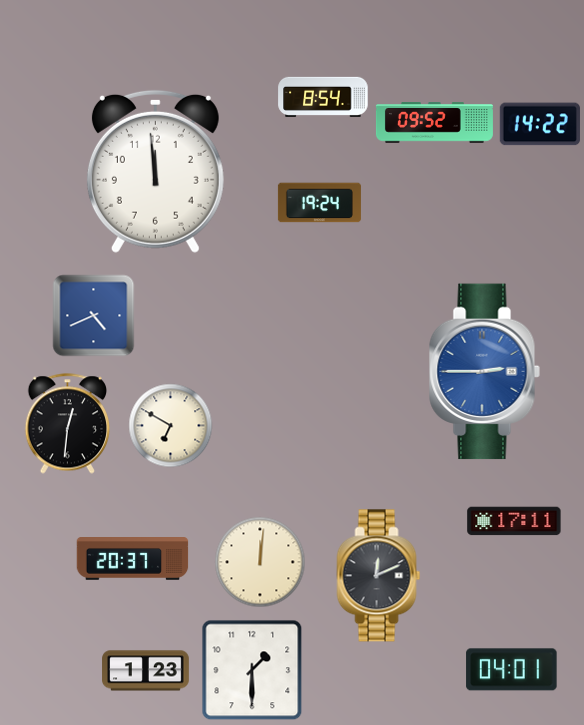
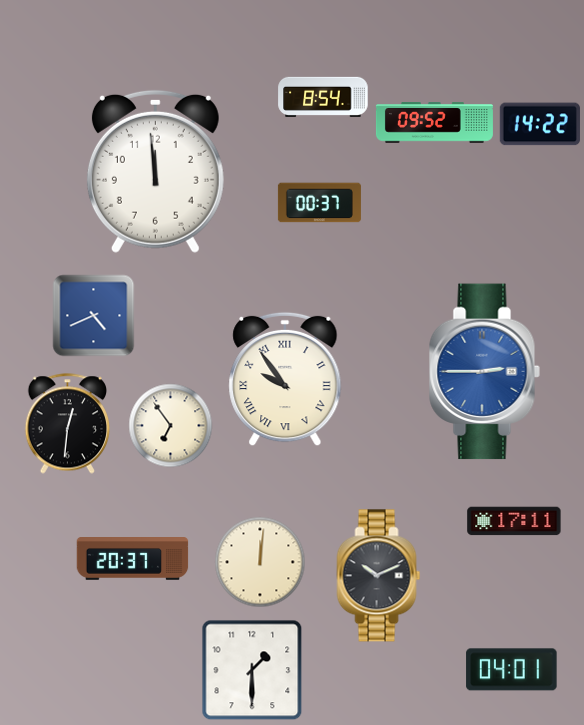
clock at (319, 203): 19:24 -> 00:37
clock at (285, 379): none -> 9:54
clock at (171, 426): 6:50 -> 6:54
clock at (379, 576): 12:11 -> 10:11
clock at (146, 671): 1:23 -> none
